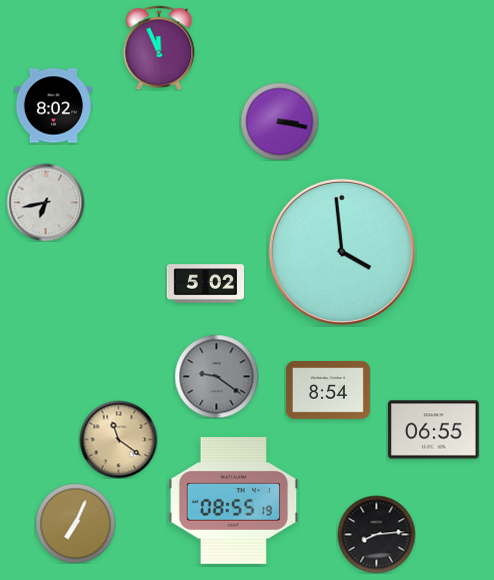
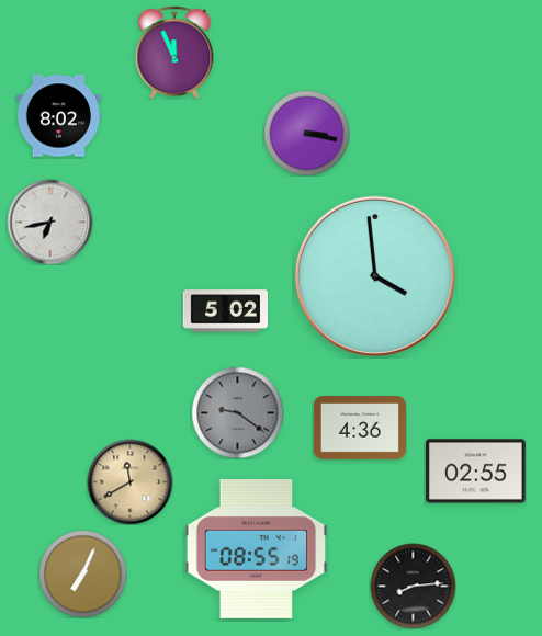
clock at (328, 390): 8:54 -> 4:36
clock at (434, 430): 06:55 -> 02:55
clock at (118, 439): 11:21 -> 11:40
